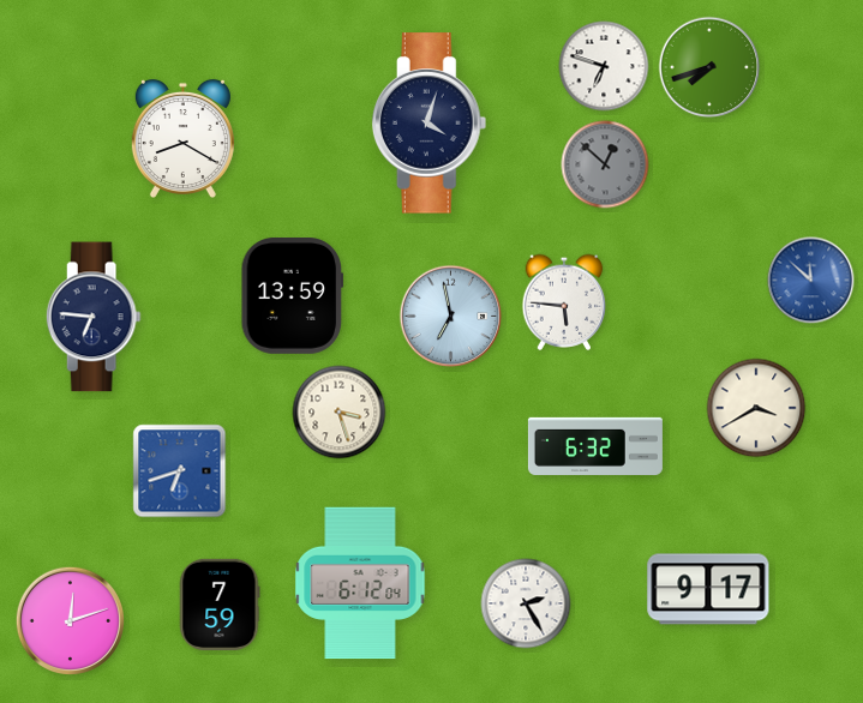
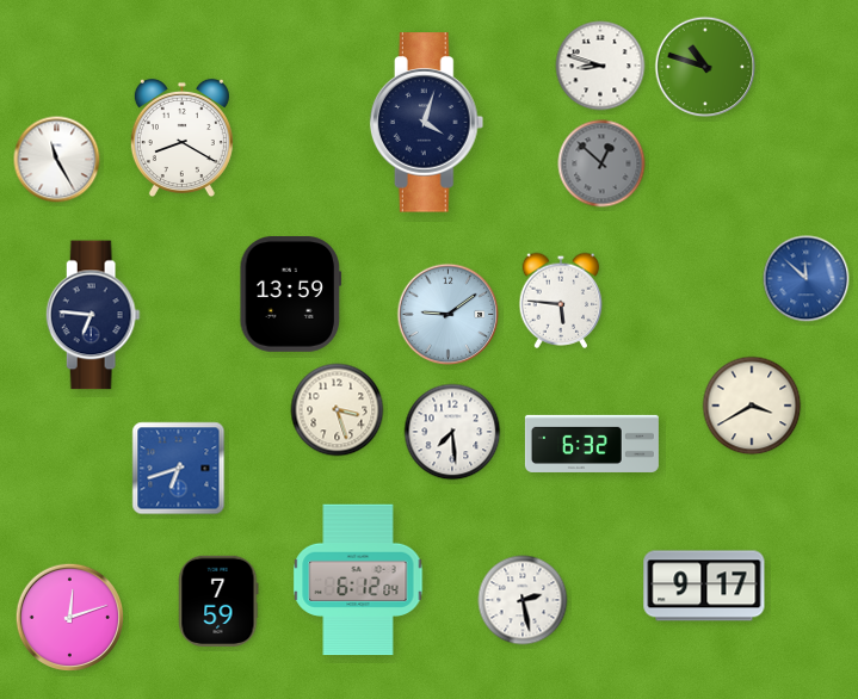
clock at (604, 66): 6:48 -> 8:48
clock at (709, 67): 7:42 -> 10:48
clock at (57, 160): none -> 11:25
clock at (451, 317): 6:58 -> 9:09
clock at (452, 432): none -> 7:29
clock at (526, 603): 2:25 -> 2:28
